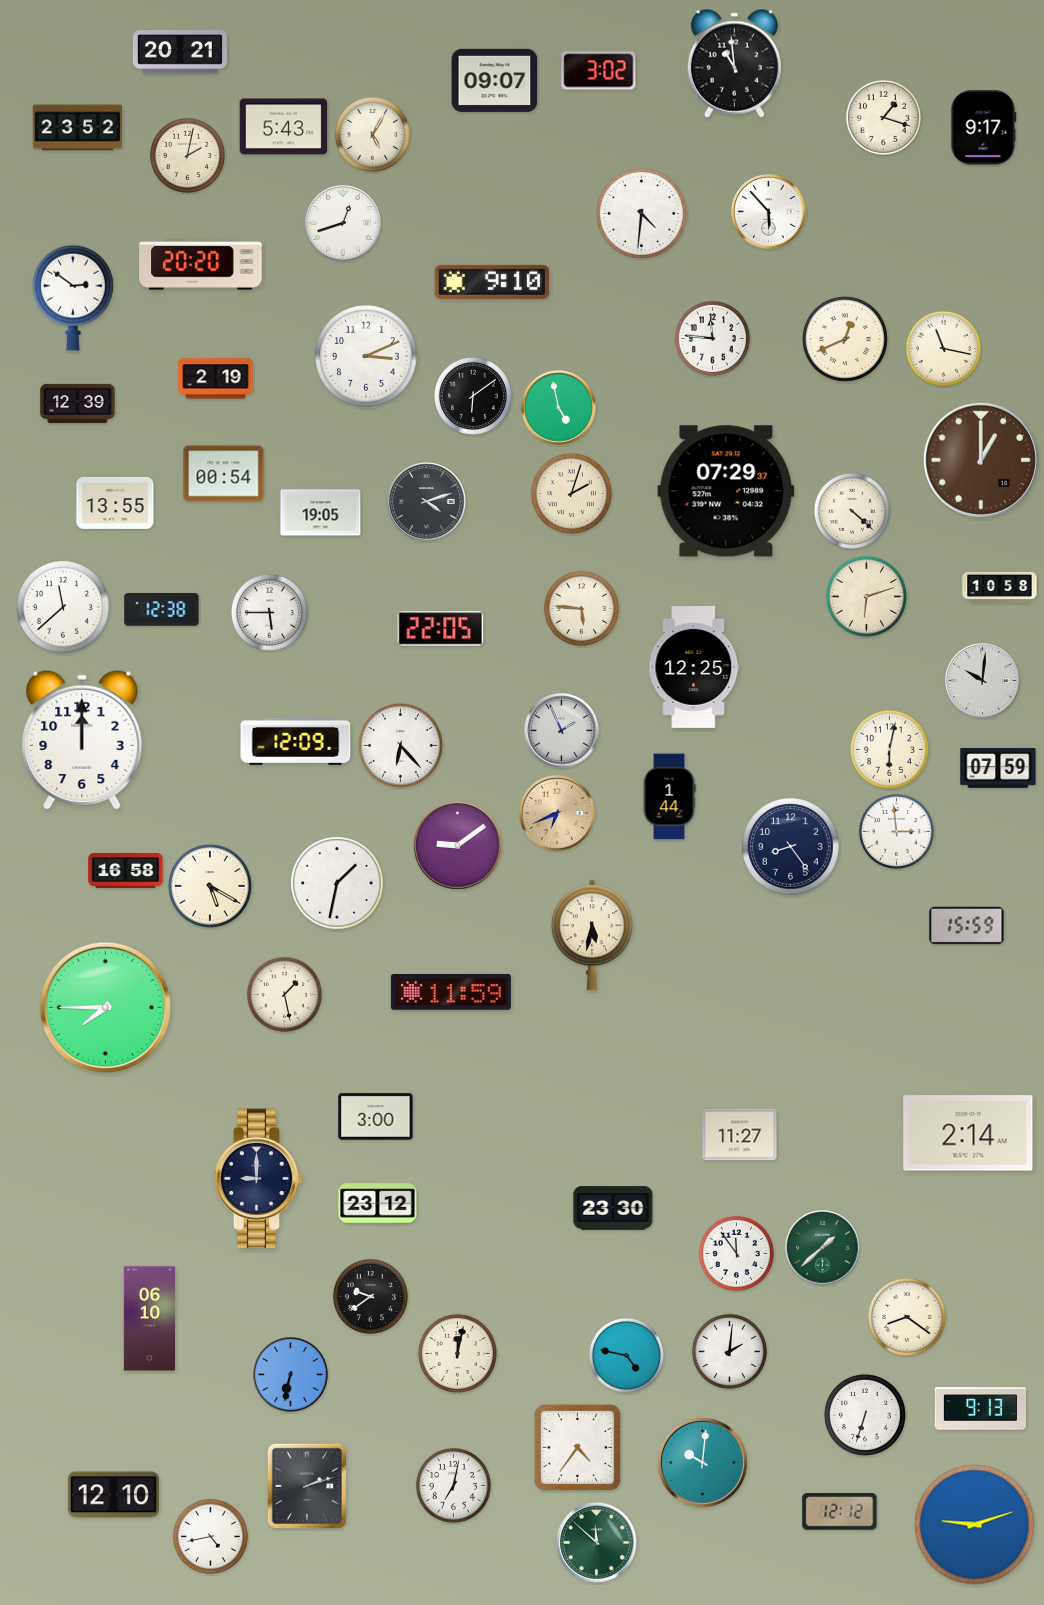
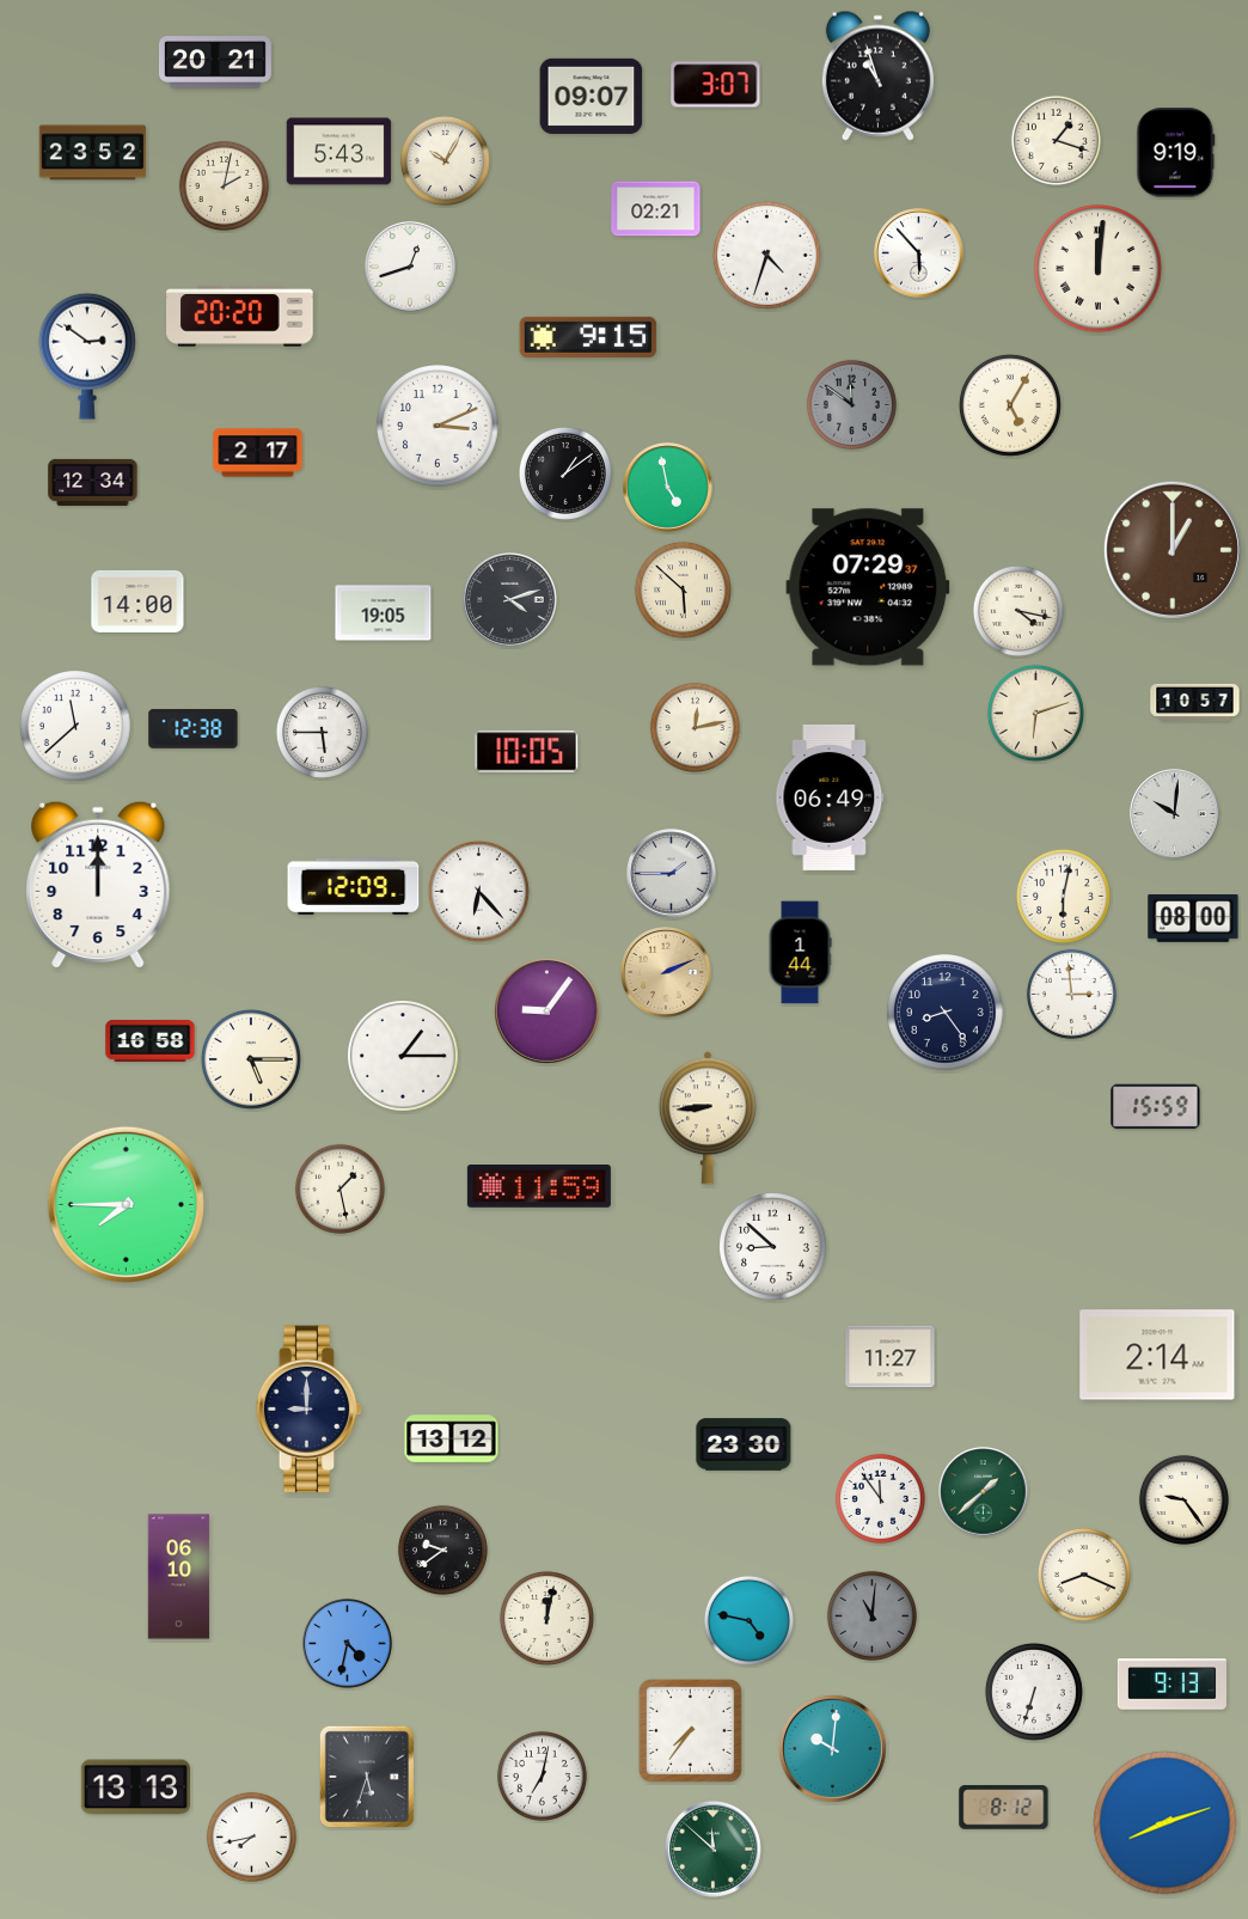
clock at (734, 63): 10:59 -> 10:57
clock at (599, 71): 3:02 -> 3:07
clock at (984, 128): 9:17 -> 9:19
clock at (372, 134): 5:05 -> 10:05
clock at (656, 209): none -> 02:21
clock at (642, 214): 4:31 -> 4:33
clock at (1099, 269): none -> 12:01
clock at (492, 282): 9:10 -> 9:15
clock at (712, 338): 11:46 -> 11:51
clock at (712, 338) dial: white -> grey
clock at (845, 339): 12:41 -> 5:05
clock at (943, 348): 11:17 -> none
clock at (216, 379): 2:19 -> 2:17
clock at (473, 396): 6:09 -> 1:09
clock at (78, 403): 12:39 -> 12:34
clock at (224, 474): 00:54 -> none
clock at (571, 493): 2:03 -> 5:52
clock at (115, 503): 13:55 -> 14:00
clock at (852, 511): 4:22 -> 4:17
clock at (1000, 587): 10:58 -> 10:57
clock at (581, 608): 5:46 -> 12:13
clock at (441, 629): 22:05 -> 10:05
clock at (694, 668): 12:25 -> 06:49
clock at (562, 731): 1:56 -> 1:45
clock at (998, 769): 07:59 -> 08:00
clock at (557, 813): 6:41 -> 2:11
clock at (458, 846): 9:09 -> 9:06
clock at (338, 884): 1:32 -> 1:15
clock at (210, 886): 5:20 -> 5:15
clock at (592, 935): 5:32 -> 8:44
clock at (773, 1247): none -> 8:52
clock at (376, 1117): 3:00 -> none
clock at (740, 1135) position: (740, 1135) -> (891, 1357)
clock at (378, 1204): 23:12 -> 13:12
clock at (613, 1208) position: (613, 1208) -> (744, 1444)
clock at (1183, 1499): none -> 9:24
clock at (907, 1317): 8:21 -> 8:19
clock at (729, 1351): 2:01 -> 11:01
clock at (729, 1351) dial: white -> grey
clock at (291, 1375): 6:32 -> 4:32
clock at (577, 1447): 4:36 -> 7:36
clock at (703, 1463) position: (703, 1463) -> (833, 1749)
clock at (307, 1486): 2:12 -> 5:33
clock at (113, 1495): 12:10 -> 13:13
clock at (840, 1512): 12:12 -> 8:12
clock at (975, 1525): 9:12 -> 8:12
clock at (210, 1536): 4:43 -> 7:43
clock at (597, 1543) position: (597, 1543) -> (714, 1850)
